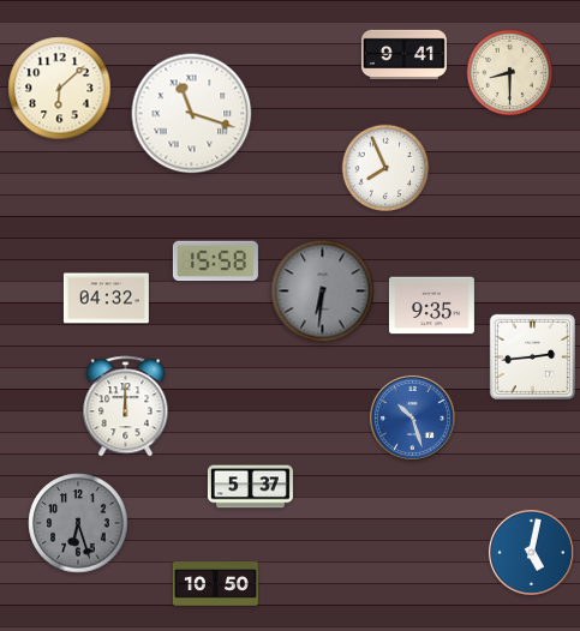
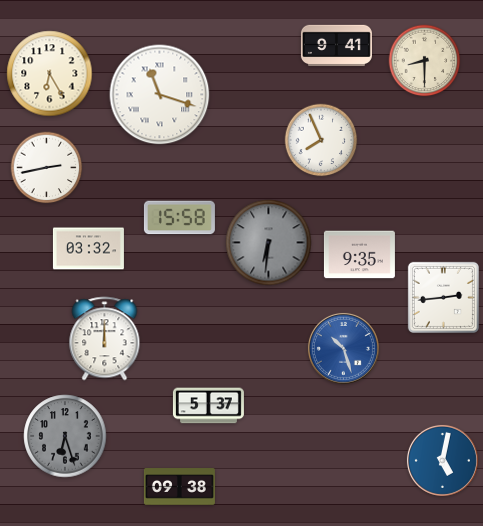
clock at (60, 89): 6:08 -> 6:25
clock at (47, 168): none -> 2:43
clock at (106, 299): 04:32 -> 03:32
clock at (215, 584): 10:50 -> 09:38
